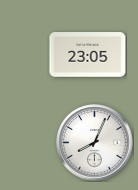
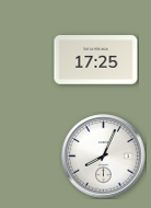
clock at (88, 55): 23:05 -> 17:25
